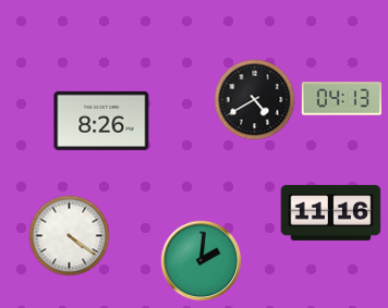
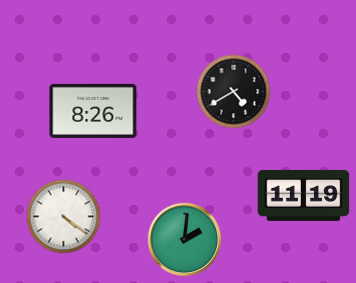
clock at (341, 99): 04:13 -> none
clock at (331, 212): 11:16 -> 11:19
